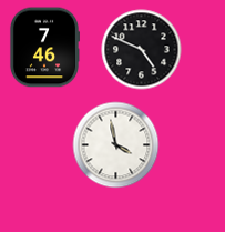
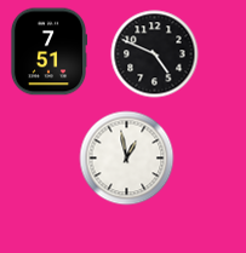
clock at (43, 48): 7:46 -> 7:51
clock at (116, 145): 3:58 -> 12:58
